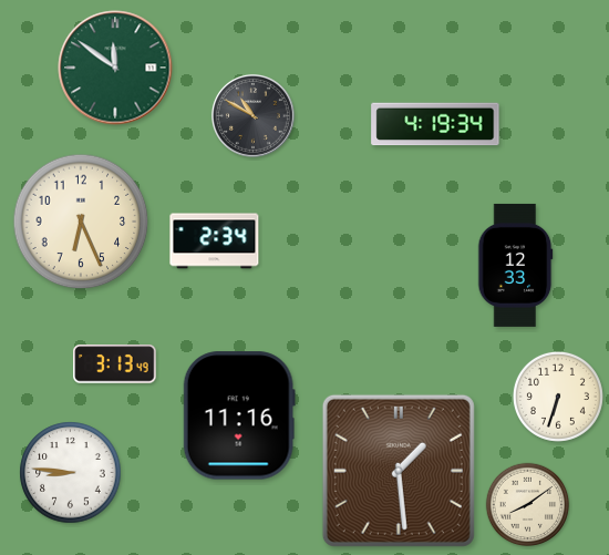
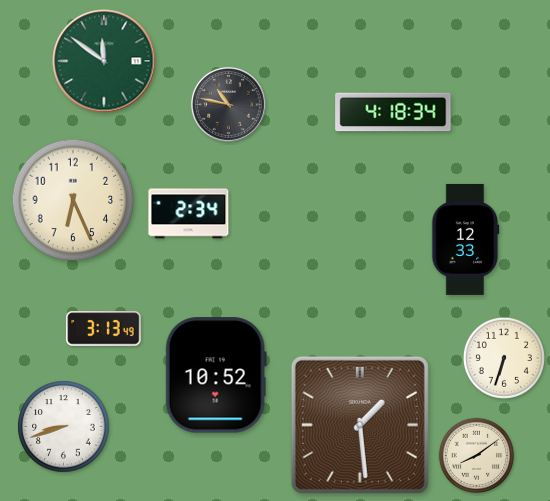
clock at (252, 115): 10:50 -> 10:47
clock at (435, 124): 4:19 -> 4:18
clock at (215, 241) position: (215, 241) -> (189, 214)
clock at (239, 415): 11:16 -> 10:52
clock at (71, 473): 8:46 -> 8:42
